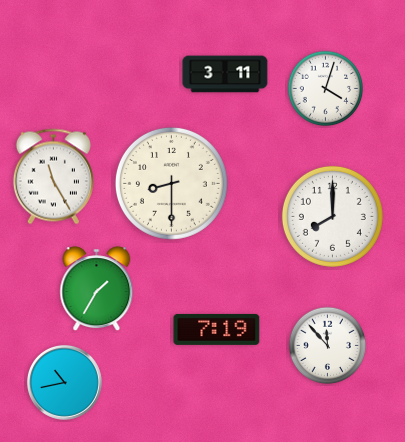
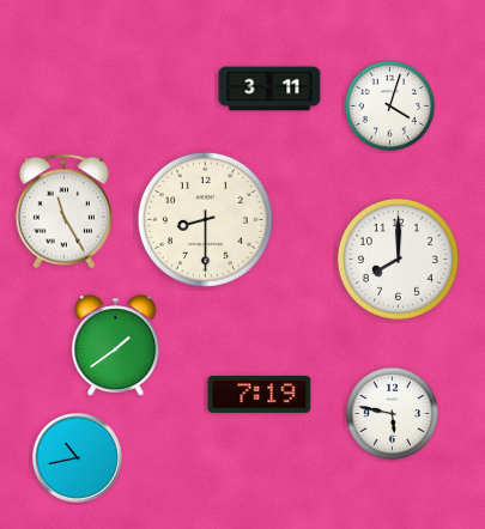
clock at (97, 289): 1:35 -> 1:39
clock at (328, 346): 11:53 -> 5:47
